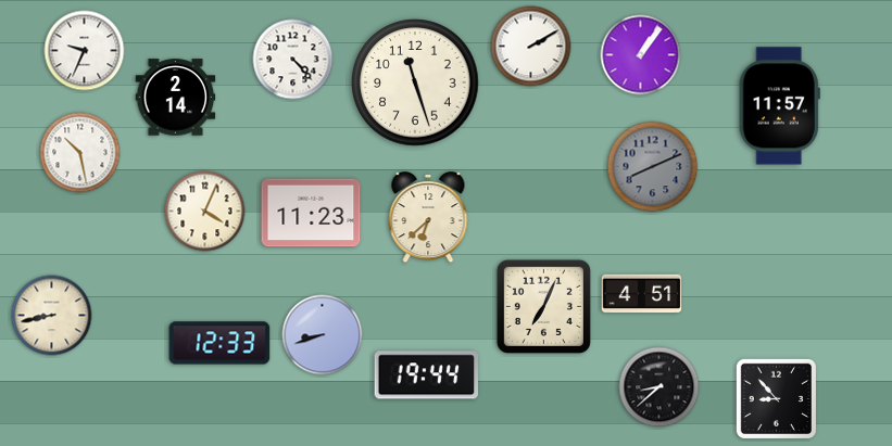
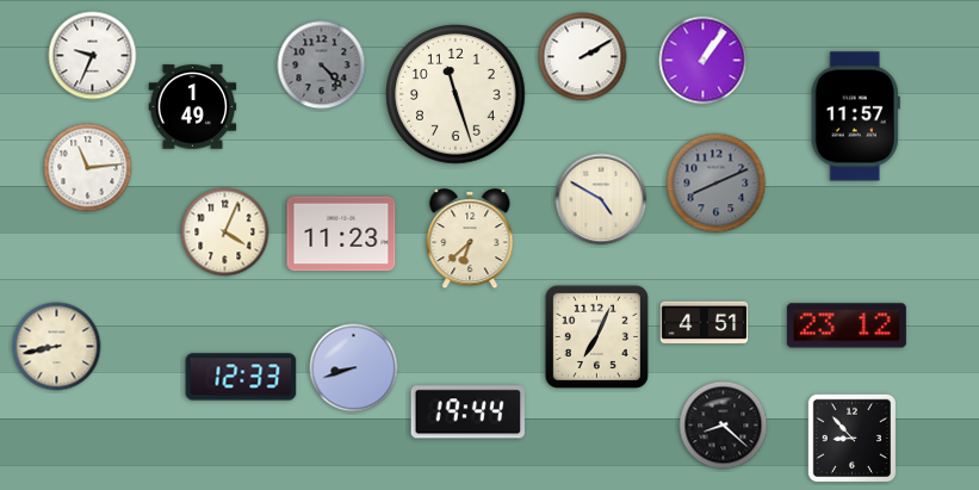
clock at (531, 47) position: (531, 47) -> (583, 57)
clock at (293, 60) dial: white -> grey
clock at (415, 82) position: (415, 82) -> (456, 94)
clock at (176, 98): 2:14 -> 1:49
clock at (80, 153): 10:28 -> 11:14
clock at (601, 199): none -> 4:50
clock at (847, 325): none -> 23:12
clock at (659, 387): 8:38 -> 8:22
